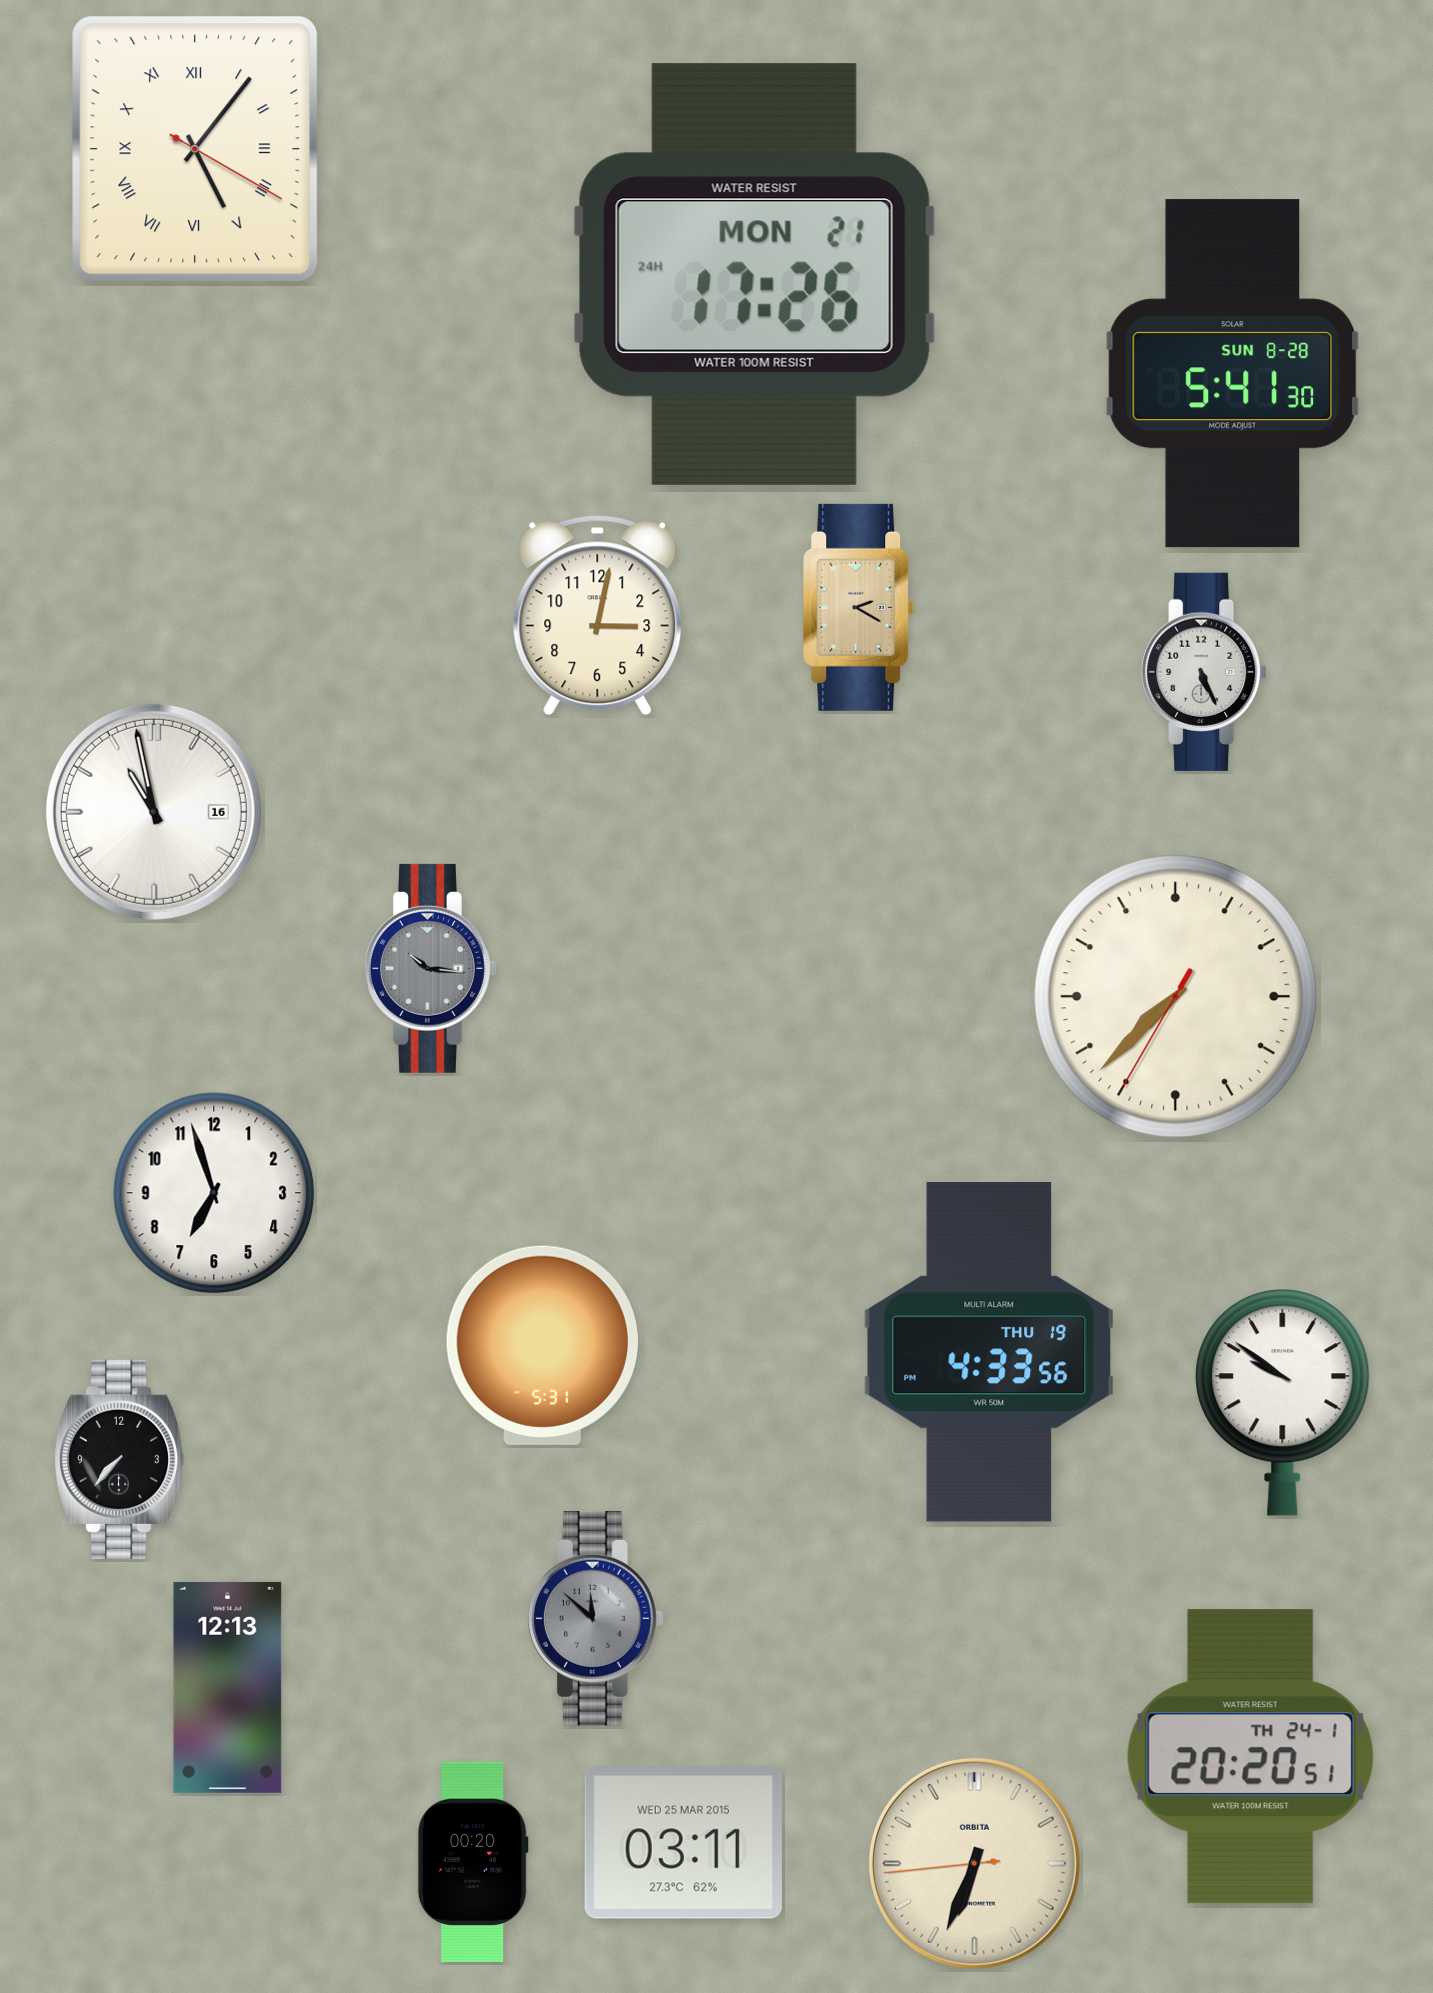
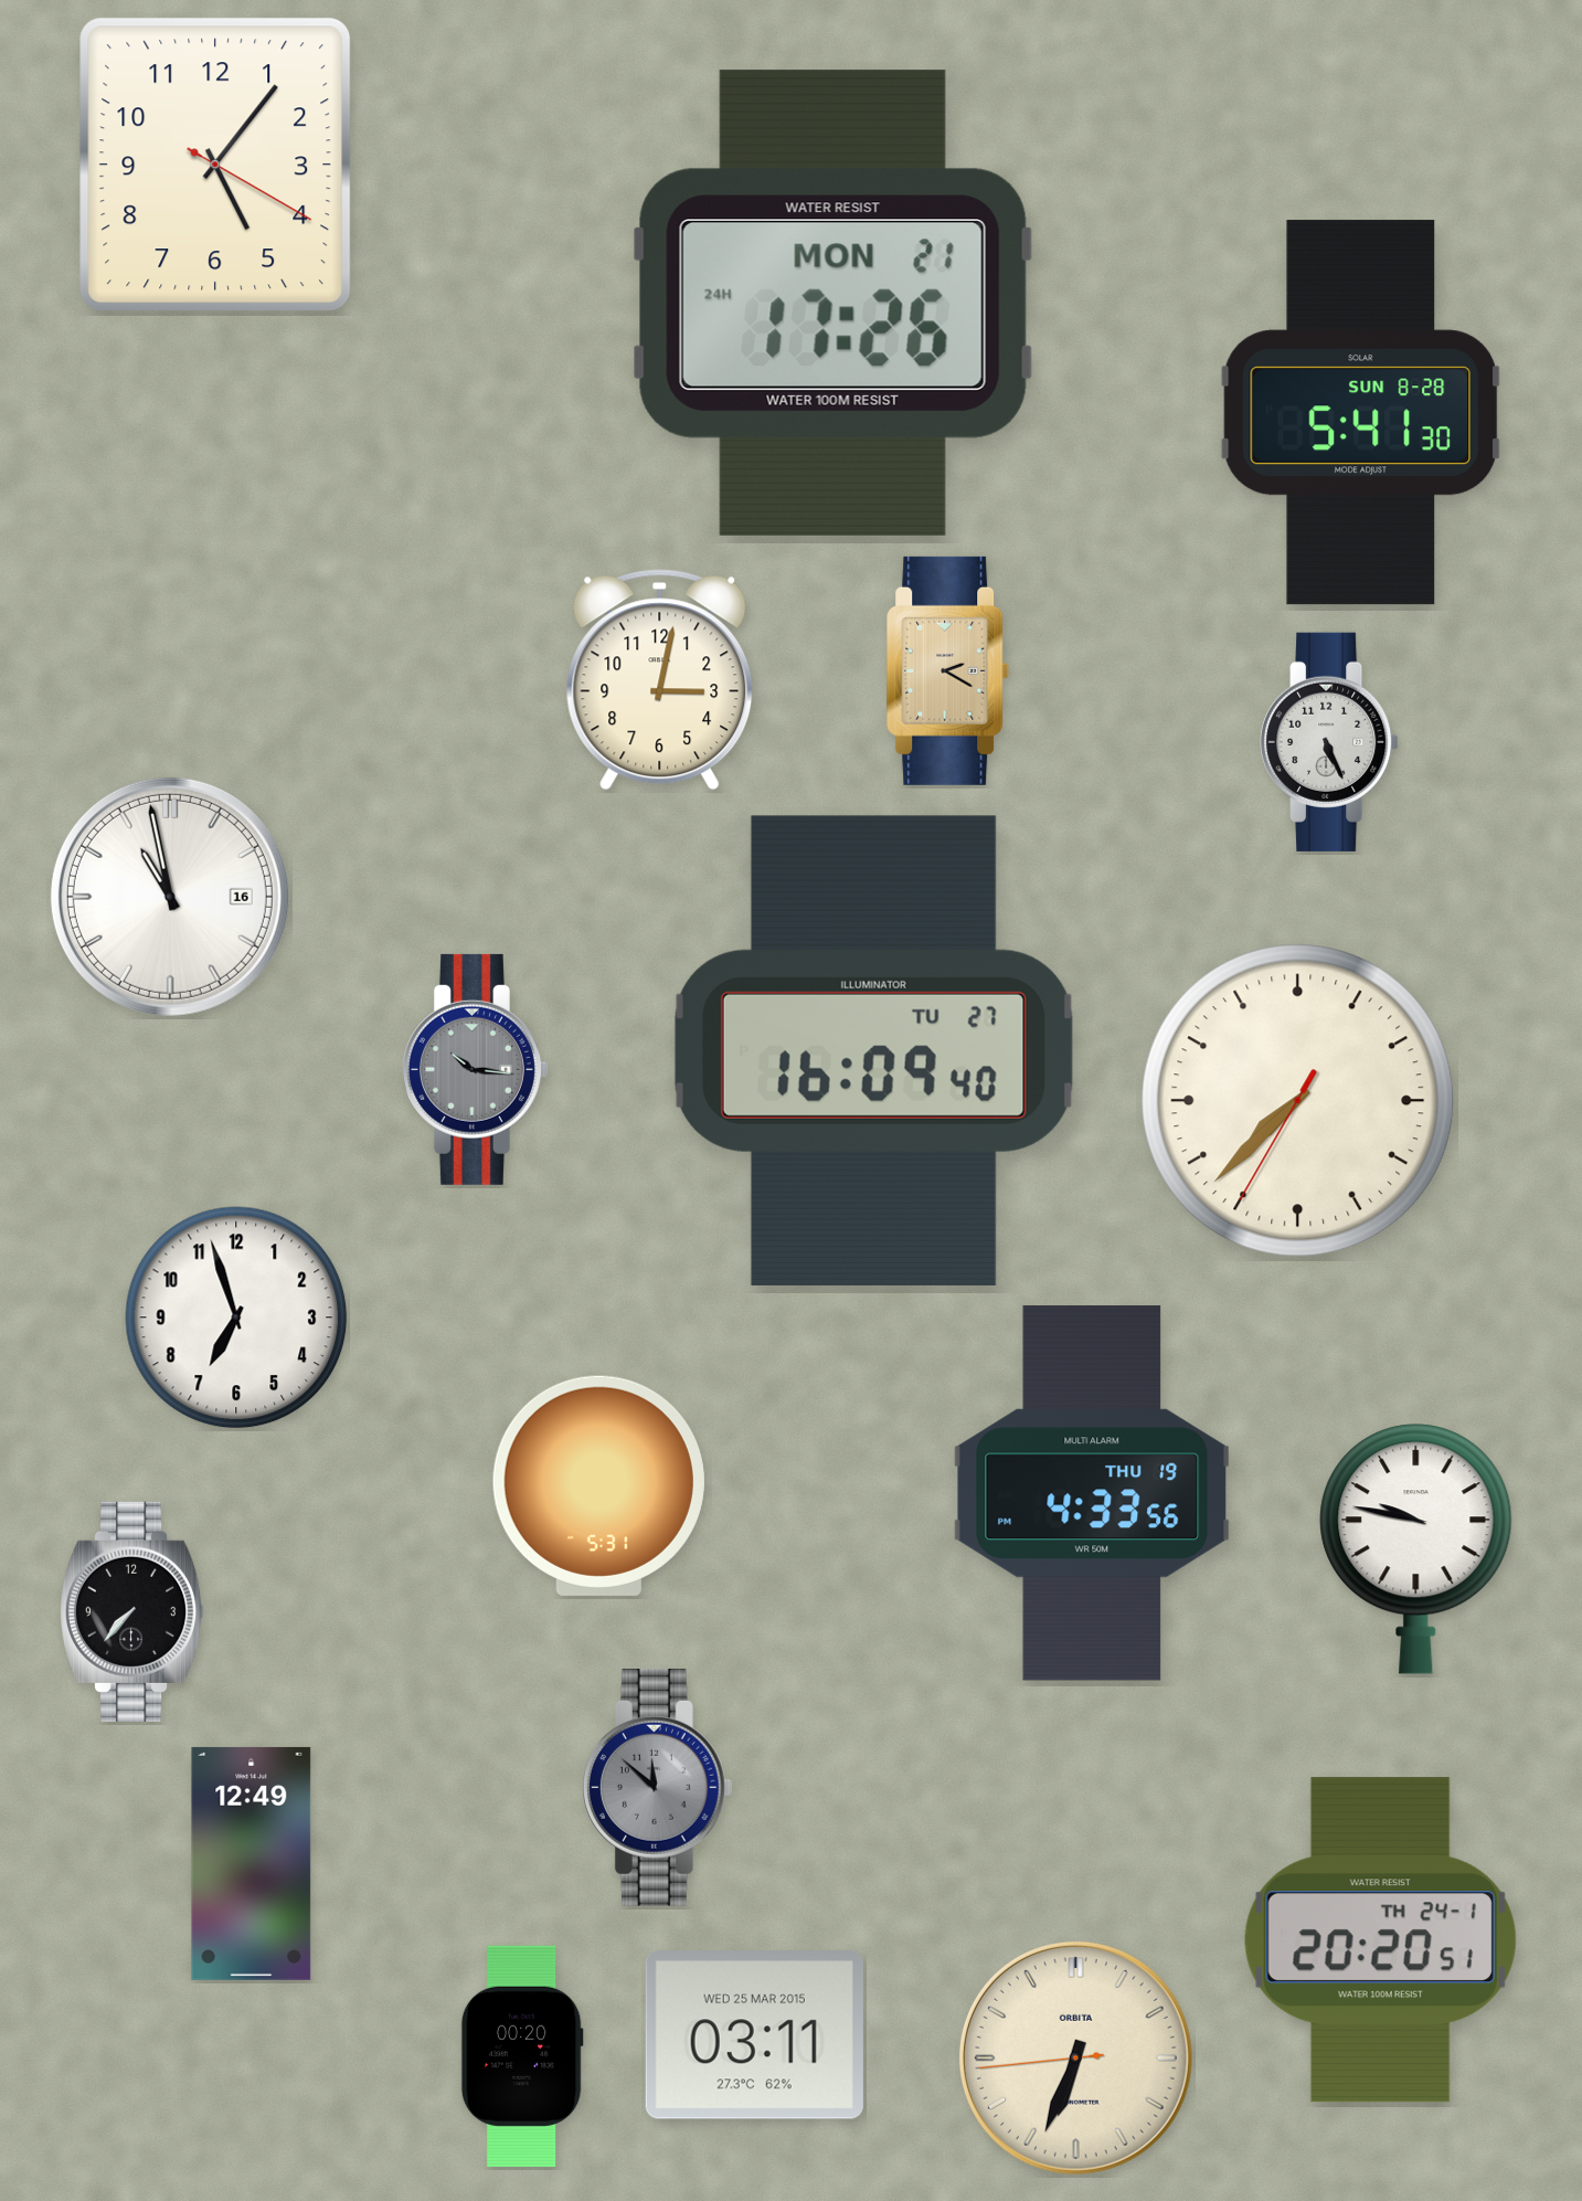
clock at (195, 149) numerals: Roman -> Arabic
clock at (873, 1050): none -> 16:09
clock at (1283, 1403): 9:51 -> 9:47
clock at (228, 1687): 12:13 -> 12:49
